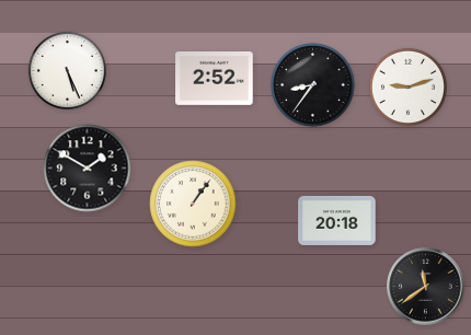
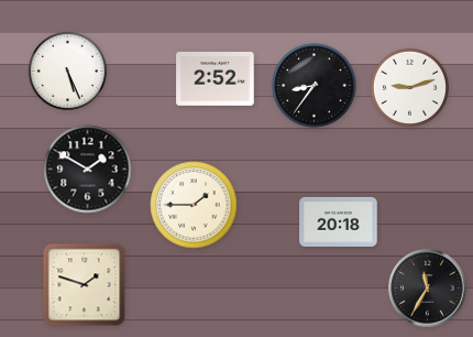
clock at (193, 204): 1:06 -> 1:45
clock at (85, 285): none -> 1:48
clock at (426, 287): 11:39 -> 11:35
